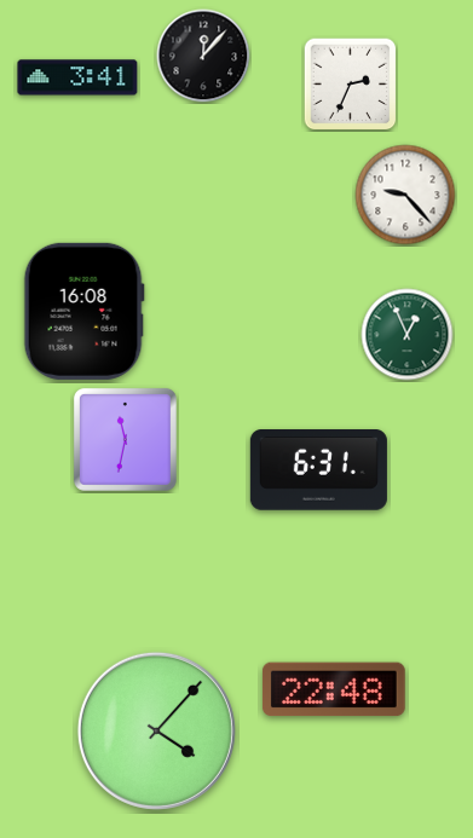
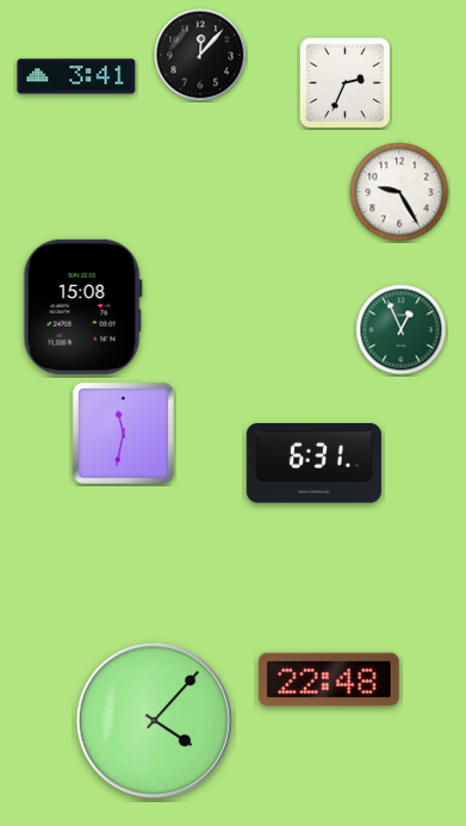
clock at (405, 195): 9:23 -> 9:25
clock at (83, 311): 16:08 -> 15:08
